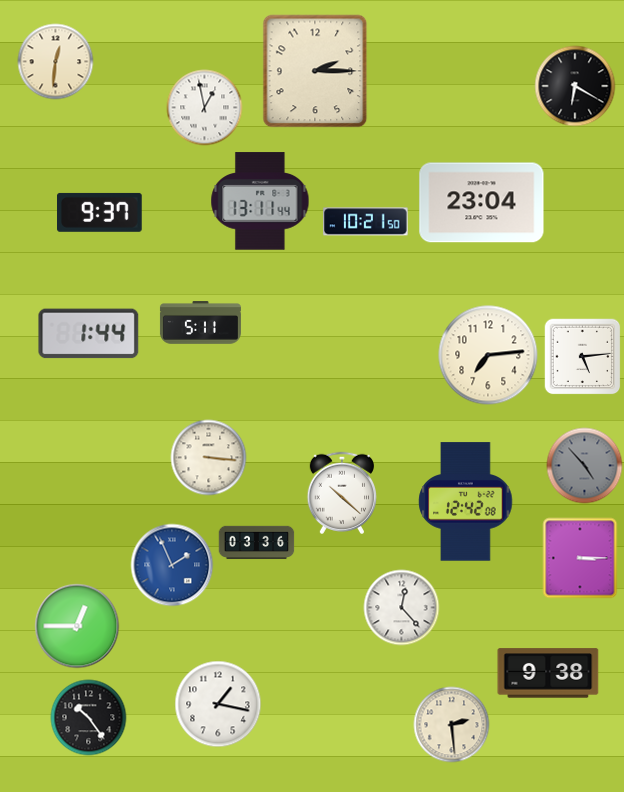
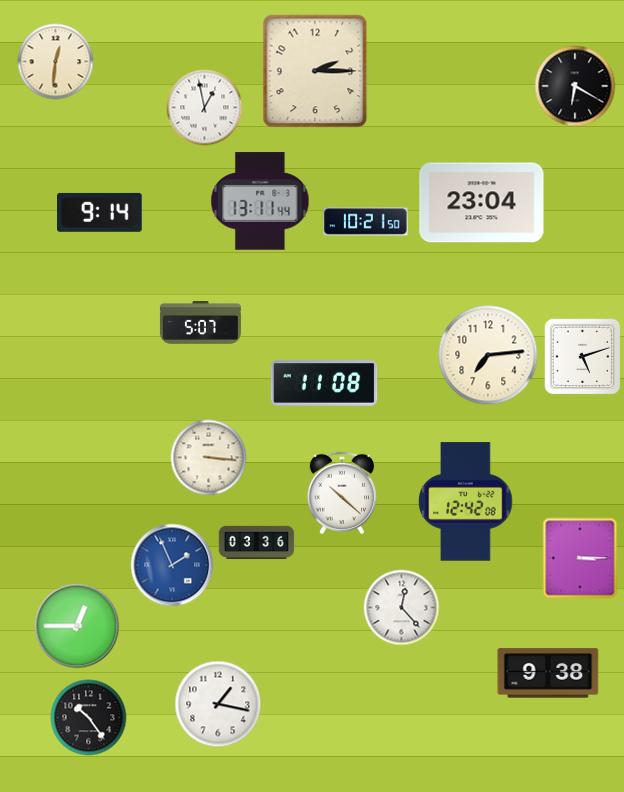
clock at (100, 212): 9:37 -> 9:14
clock at (200, 323): 5:11 -> 5:07
clock at (89, 334): 1:44 -> none
clock at (582, 356): 5:14 -> 5:12
clock at (324, 383): none -> 11:08
clock at (585, 466): 4:53 -> none
clock at (452, 725): 2:29 -> none
